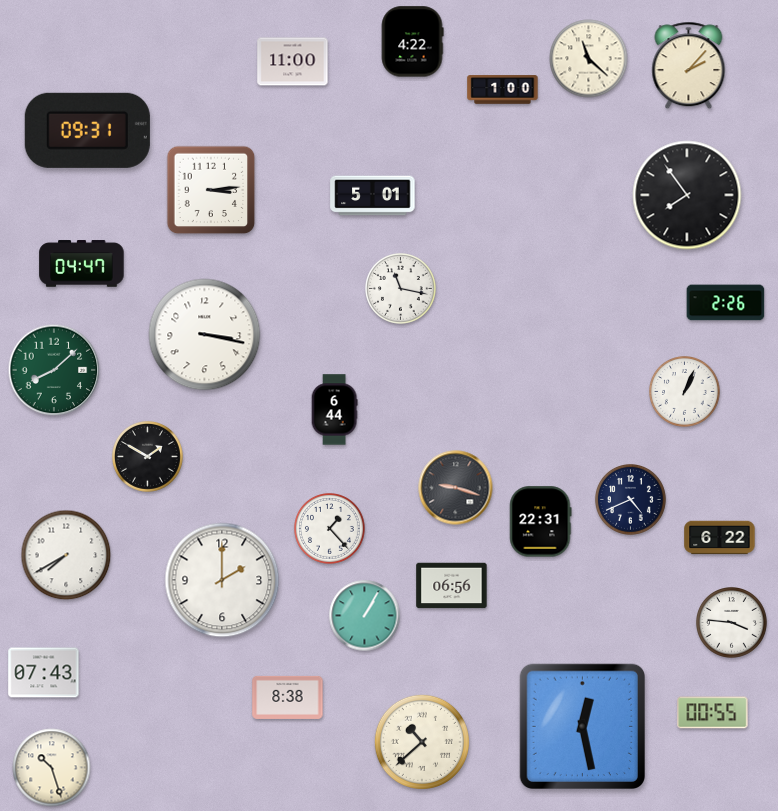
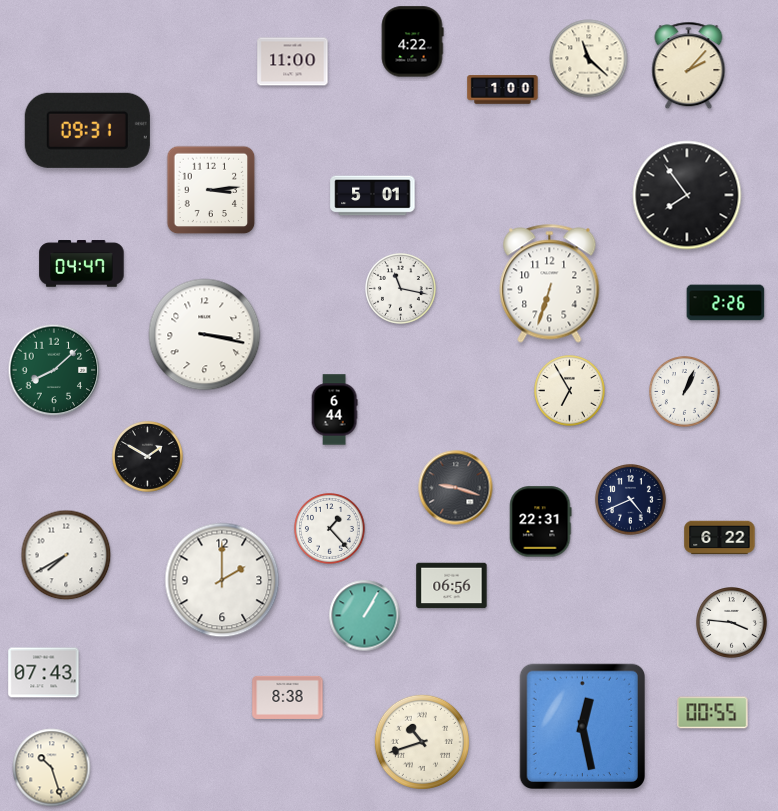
clock at (550, 284): none -> 6:33
clock at (570, 391): none -> 6:55
clock at (422, 742): 10:38 -> 10:42
